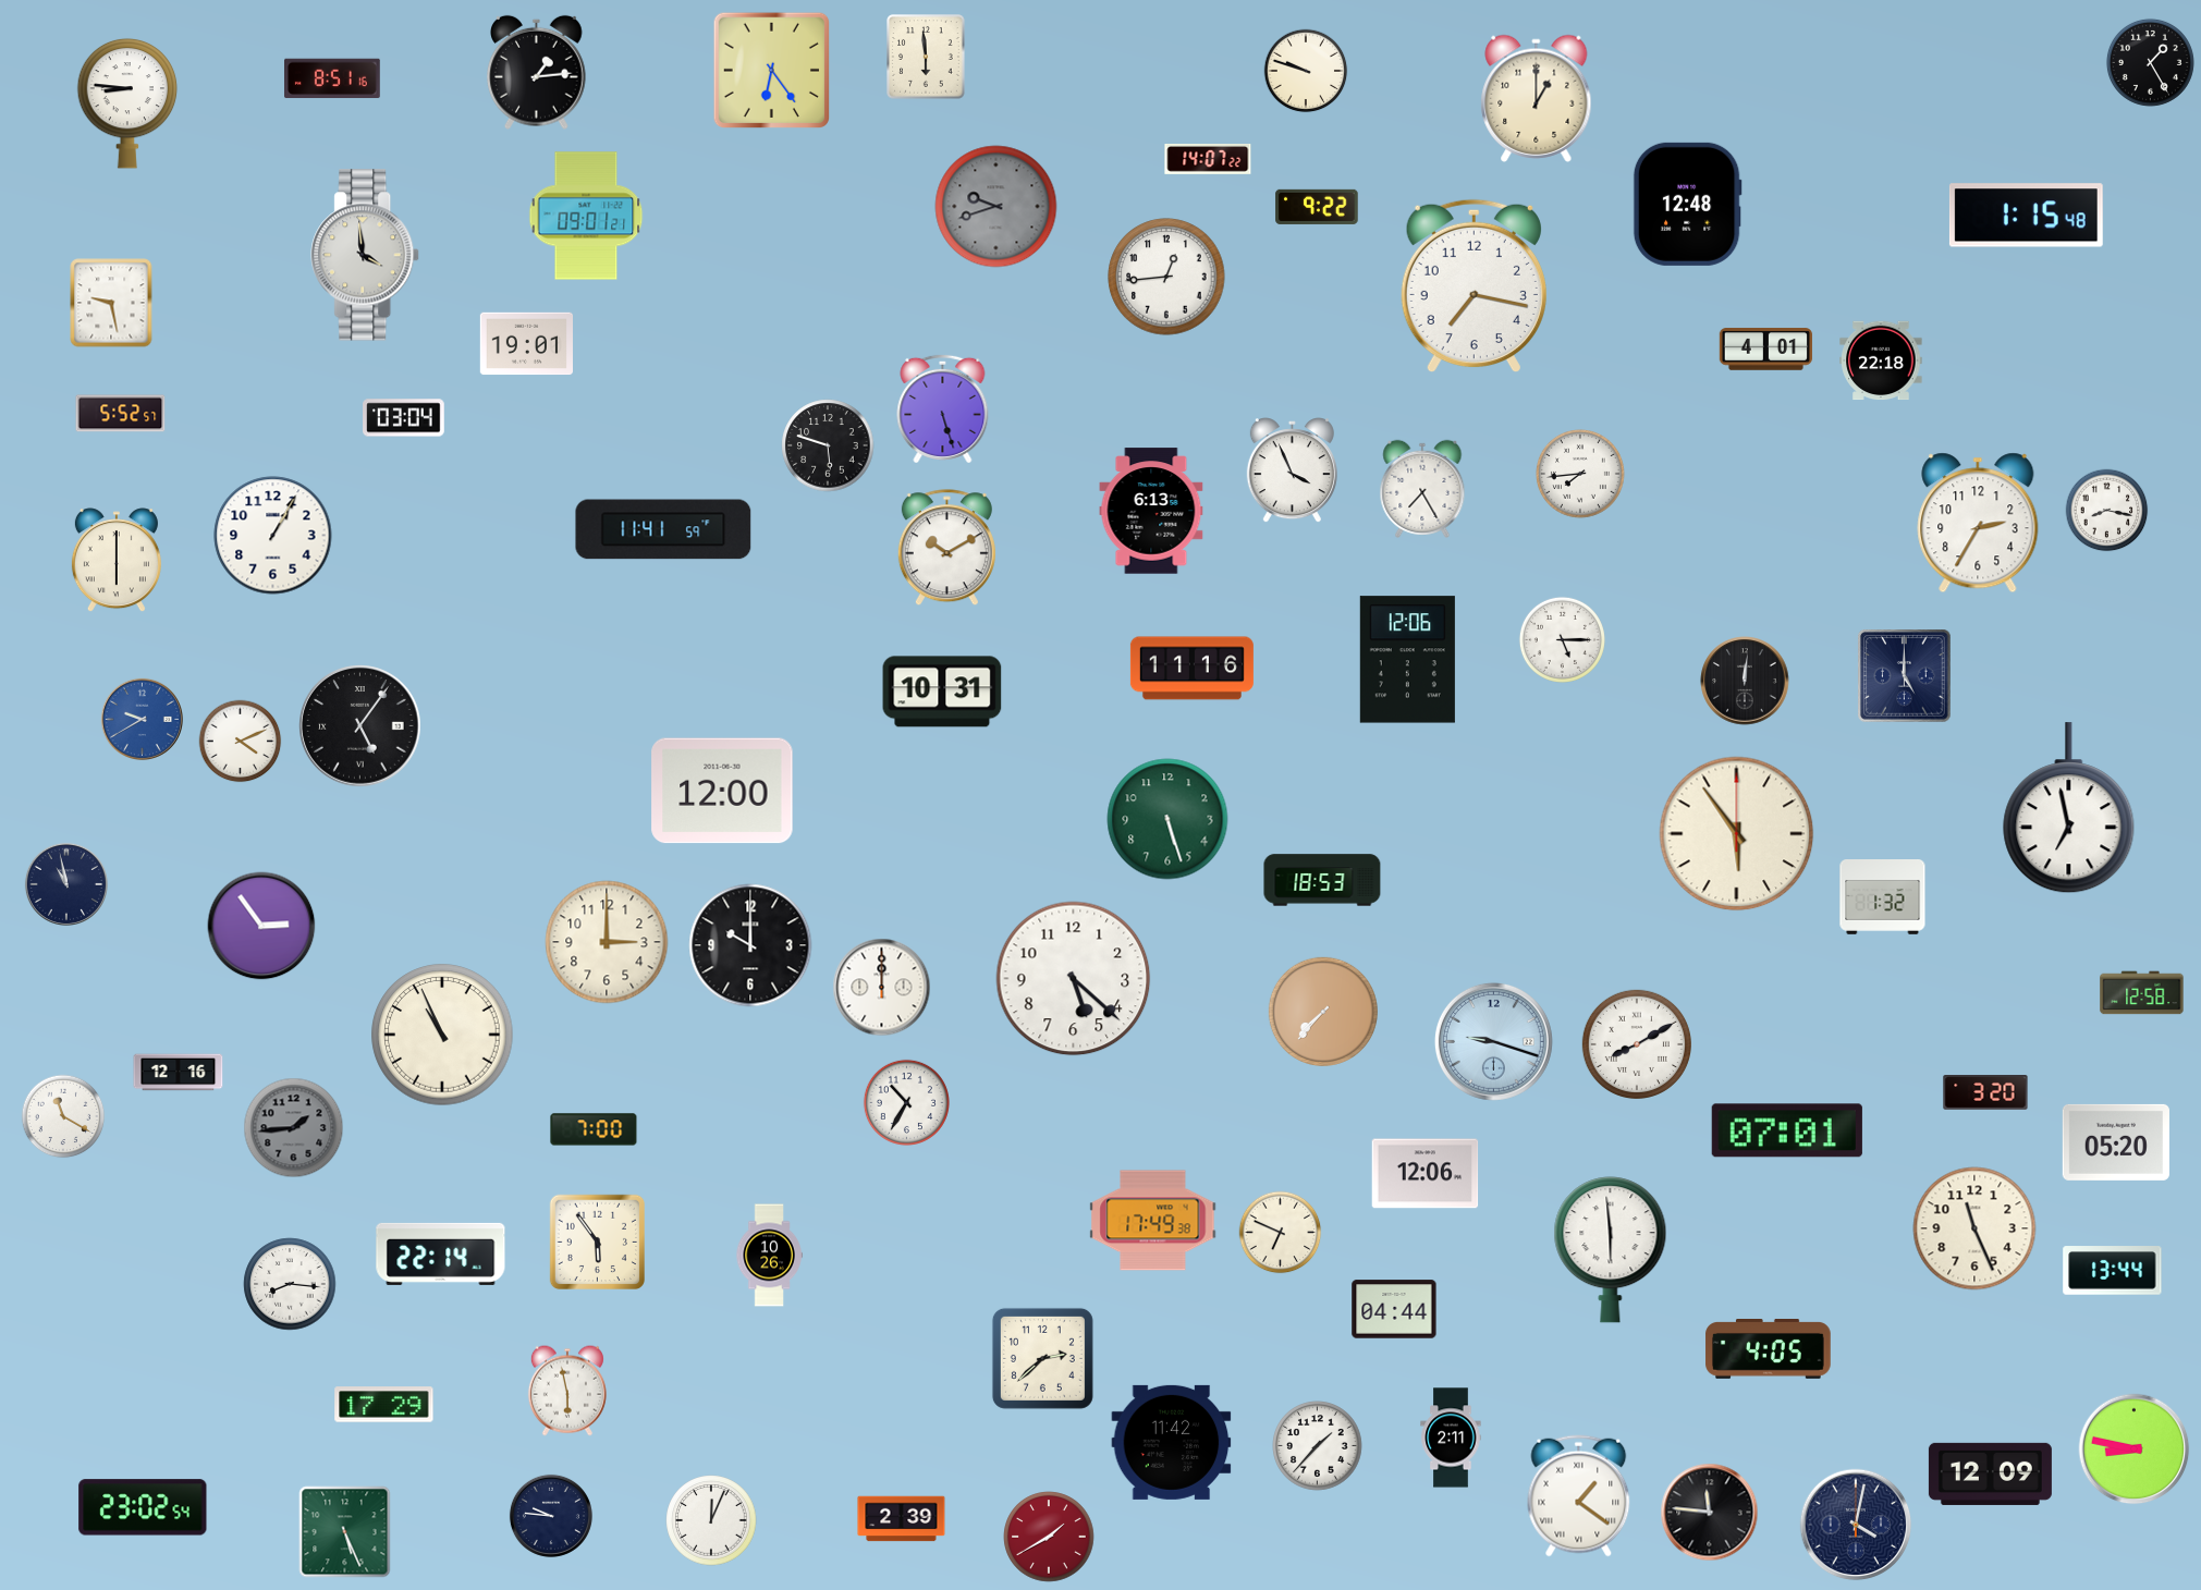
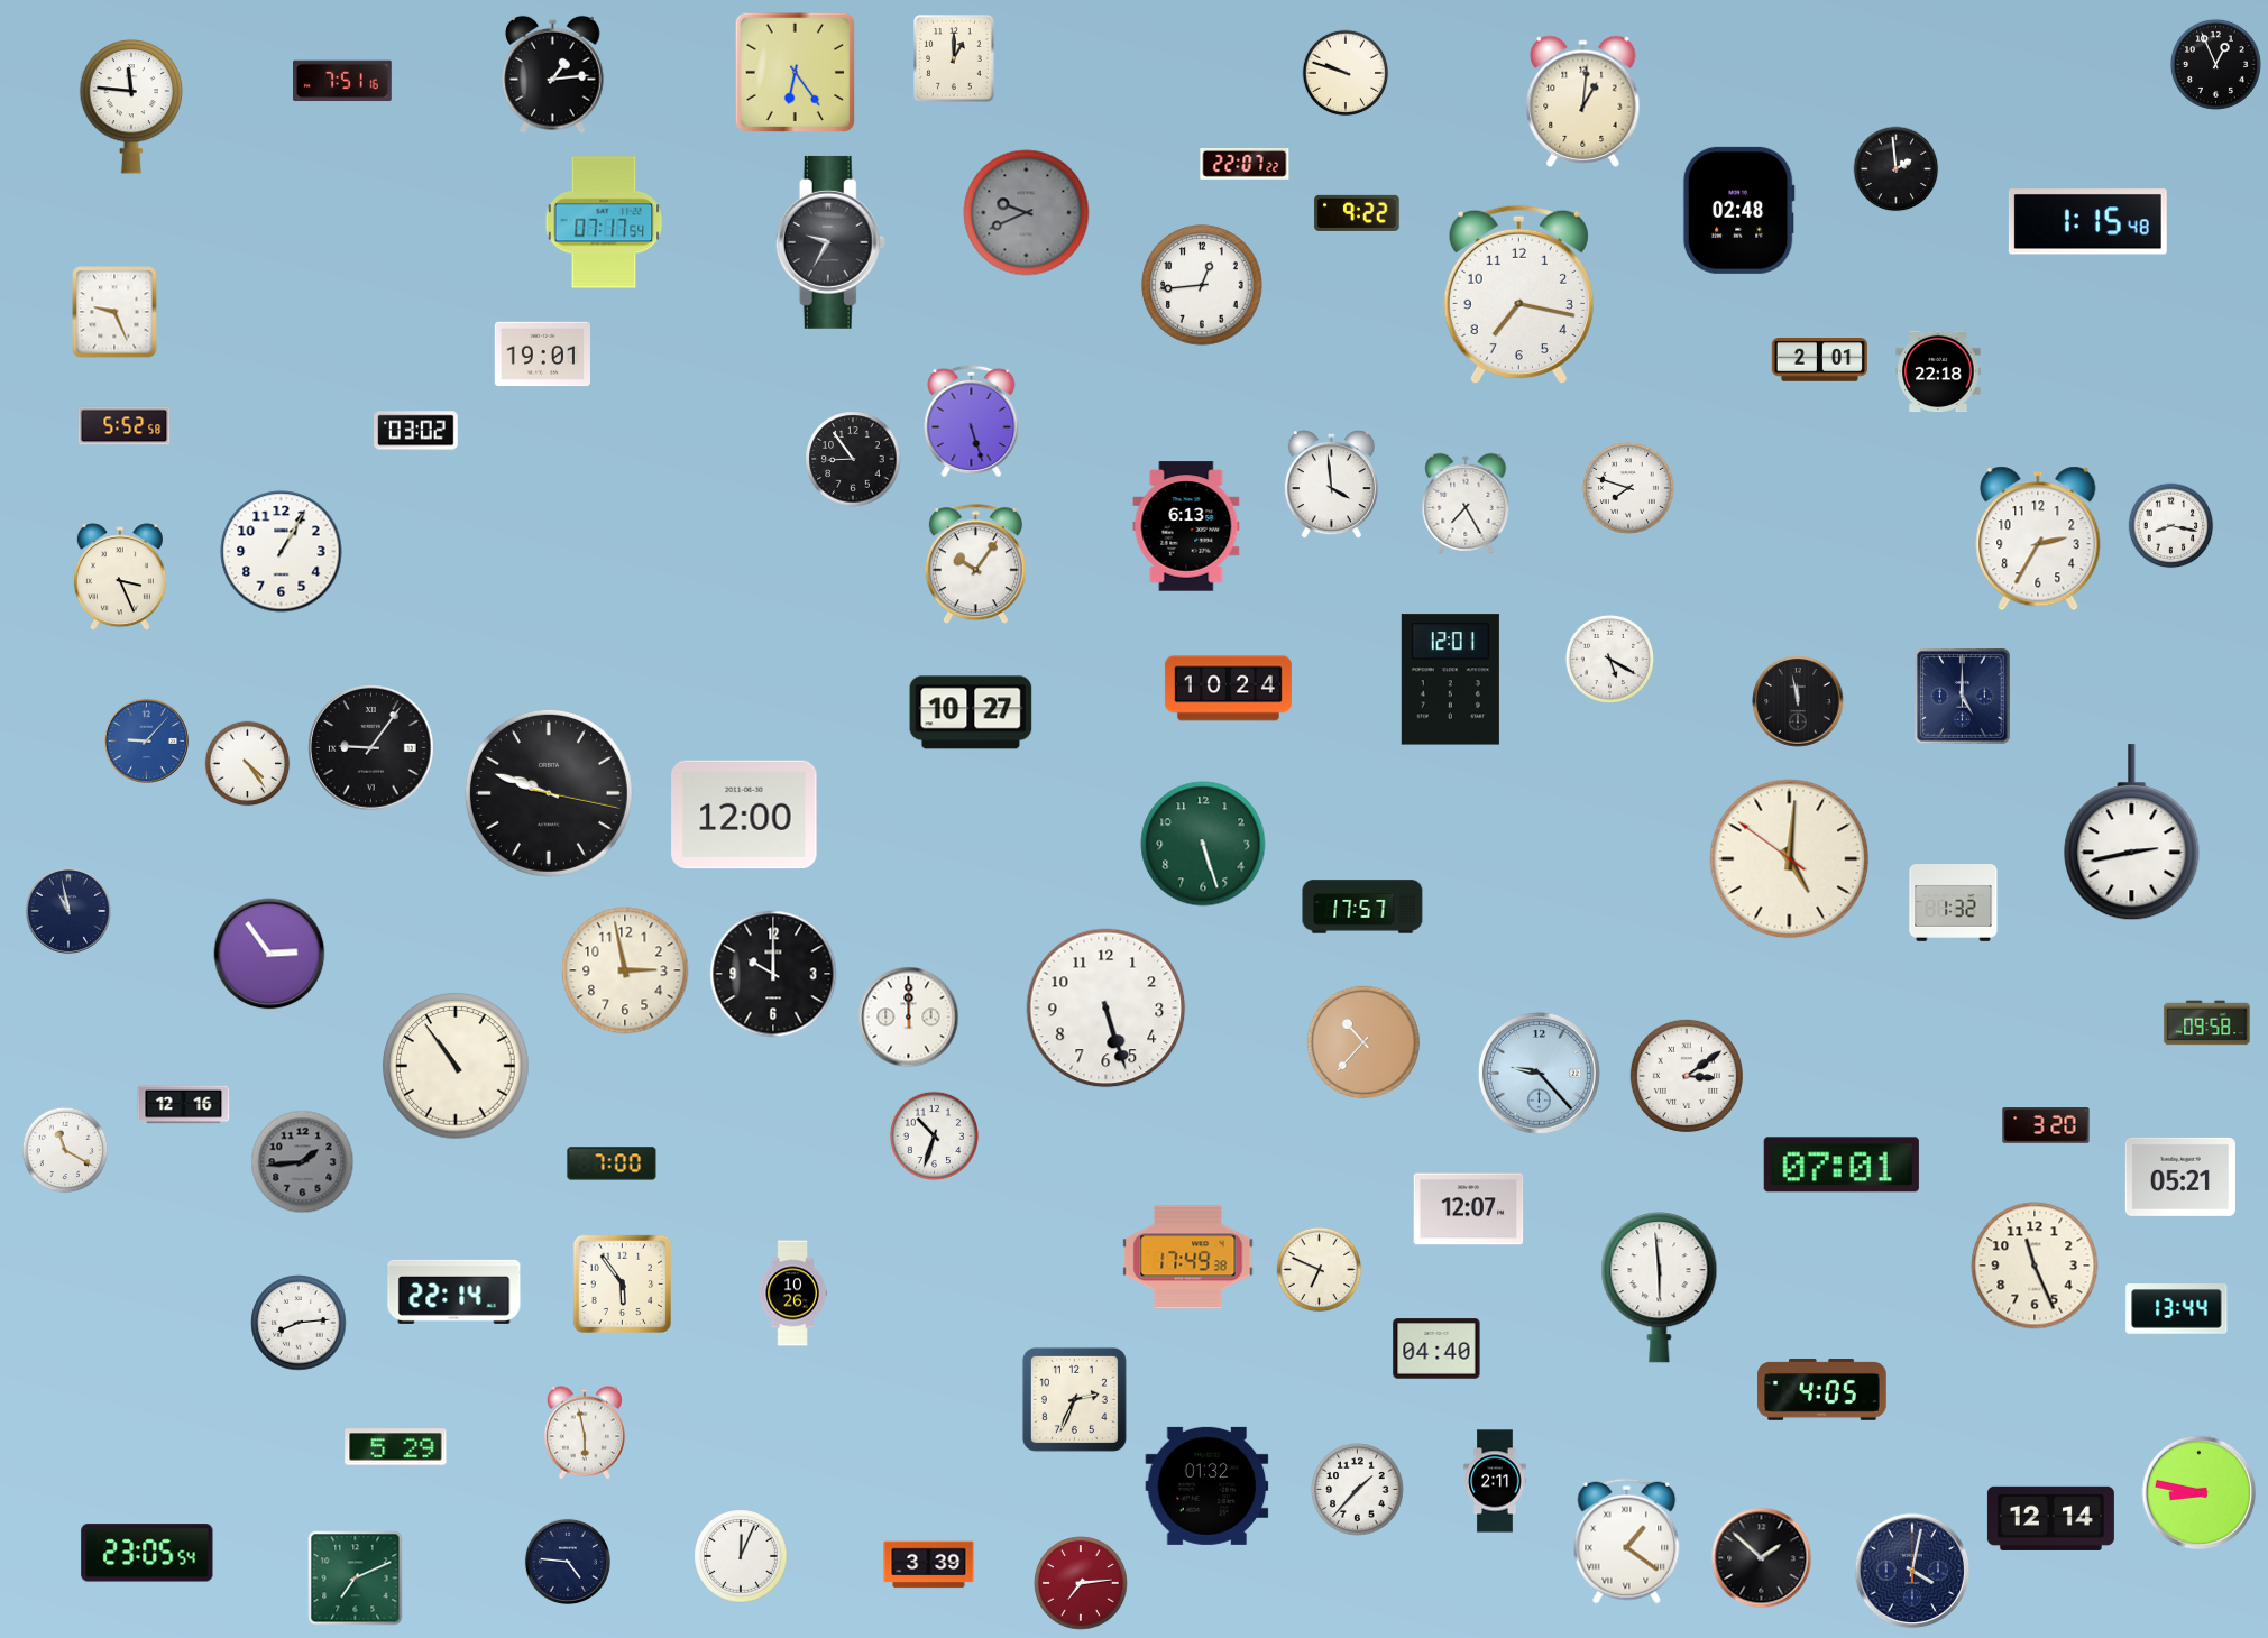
clock at (926, 57): 5:59 -> 1:00
clock at (2150, 62): 1:25 -> 12:56
clock at (333, 78): 8:51 -> 7:51
clock at (1537, 98): 1:00 -> 1:01
clock at (127, 103): 8:46 -> 11:46
clock at (1208, 160): 14:07 -> 22:07
clock at (1897, 169): none -> 1:59
clock at (1687, 204): 12:48 -> 02:48
clock at (996, 207): 9:42 -> 9:41
clock at (586, 216): 09:01 -> 07:17
clock at (830, 242): none -> 9:35
clock at (366, 255): 3:59 -> none
clock at (111, 303): 9:28 -> 9:26
clock at (1765, 350): 4:01 -> 2:01
clock at (121, 414): 5:52:57 -> 5:52:58
clock at (404, 418): 03:04 -> 03:02
clock at (828, 445): 5:48 -> 8:54
clock at (1292, 470): 3:56 -> 3:59
clock at (1581, 475): 7:44 -> 7:48
clock at (663, 529): 11:41 -> none
clock at (946, 548): 10:10 -> 10:06
clock at (117, 561): 6:00 -> 3:26
clock at (1562, 639): 5:15 -> 5:20
clock at (1407, 660): 12:06 -> 12:01
clock at (1191, 669): 11:16 -> 10:24
clock at (1745, 681): 12:01 -> 11:58
clock at (942, 692): 10:31 -> 10:27
clock at (142, 719): 9:40 -> 9:07
clock at (360, 726): 5:06 -> 9:06
clock at (241, 742): 4:11 -> 4:24
clock at (549, 793): none -> 9:48
clock at (2069, 808): 6:58 -> 2:43
clock at (1737, 834): 5:54 -> 5:00
clock at (1322, 880): 18:53 -> 17:57
clock at (1883, 897) position: (1883, 897) -> (1954, 903)
clock at (607, 942): 3:00 -> 2:58
clock at (1074, 979): 5:22 -> 5:27
clock at (2142, 993): 12:58 -> 09:58
clock at (1323, 1012): 7:37 -> 10:37
clock at (442, 1035): 10:56 -> 10:54
clock at (1493, 1041): 9:18 -> 9:23
clock at (1637, 1044): 8:10 -> 3:09
clock at (906, 1102): 10:35 -> 10:33
clock at (2116, 1142): 05:20 -> 05:21
clock at (1426, 1174): 12:06 -> 12:07
clock at (597, 1242) position: (597, 1242) -> (622, 1283)
clock at (290, 1284): 8:16 -> 8:14
clock at (1394, 1309): 04:44 -> 04:40
clock at (1042, 1358): 2:38 -> 2:34
clock at (384, 1405): 17:29 -> 5:29
clock at (1172, 1442): 11:42 -> 01:32
clock at (1990, 1473): 12:09 -> 12:14
clock at (143, 1507): 23:02 -> 23:05
clock at (1710, 1513): 11:46 -> 1:52
clock at (551, 1516): 9:46 -> 4:46
clock at (902, 1519): 2:39 -> 3:39
clock at (711, 1520) position: (711, 1520) -> (741, 1556)
clock at (345, 1532): 5:26 -> 7:11
clock at (1049, 1537): 1:40 -> 7:14
